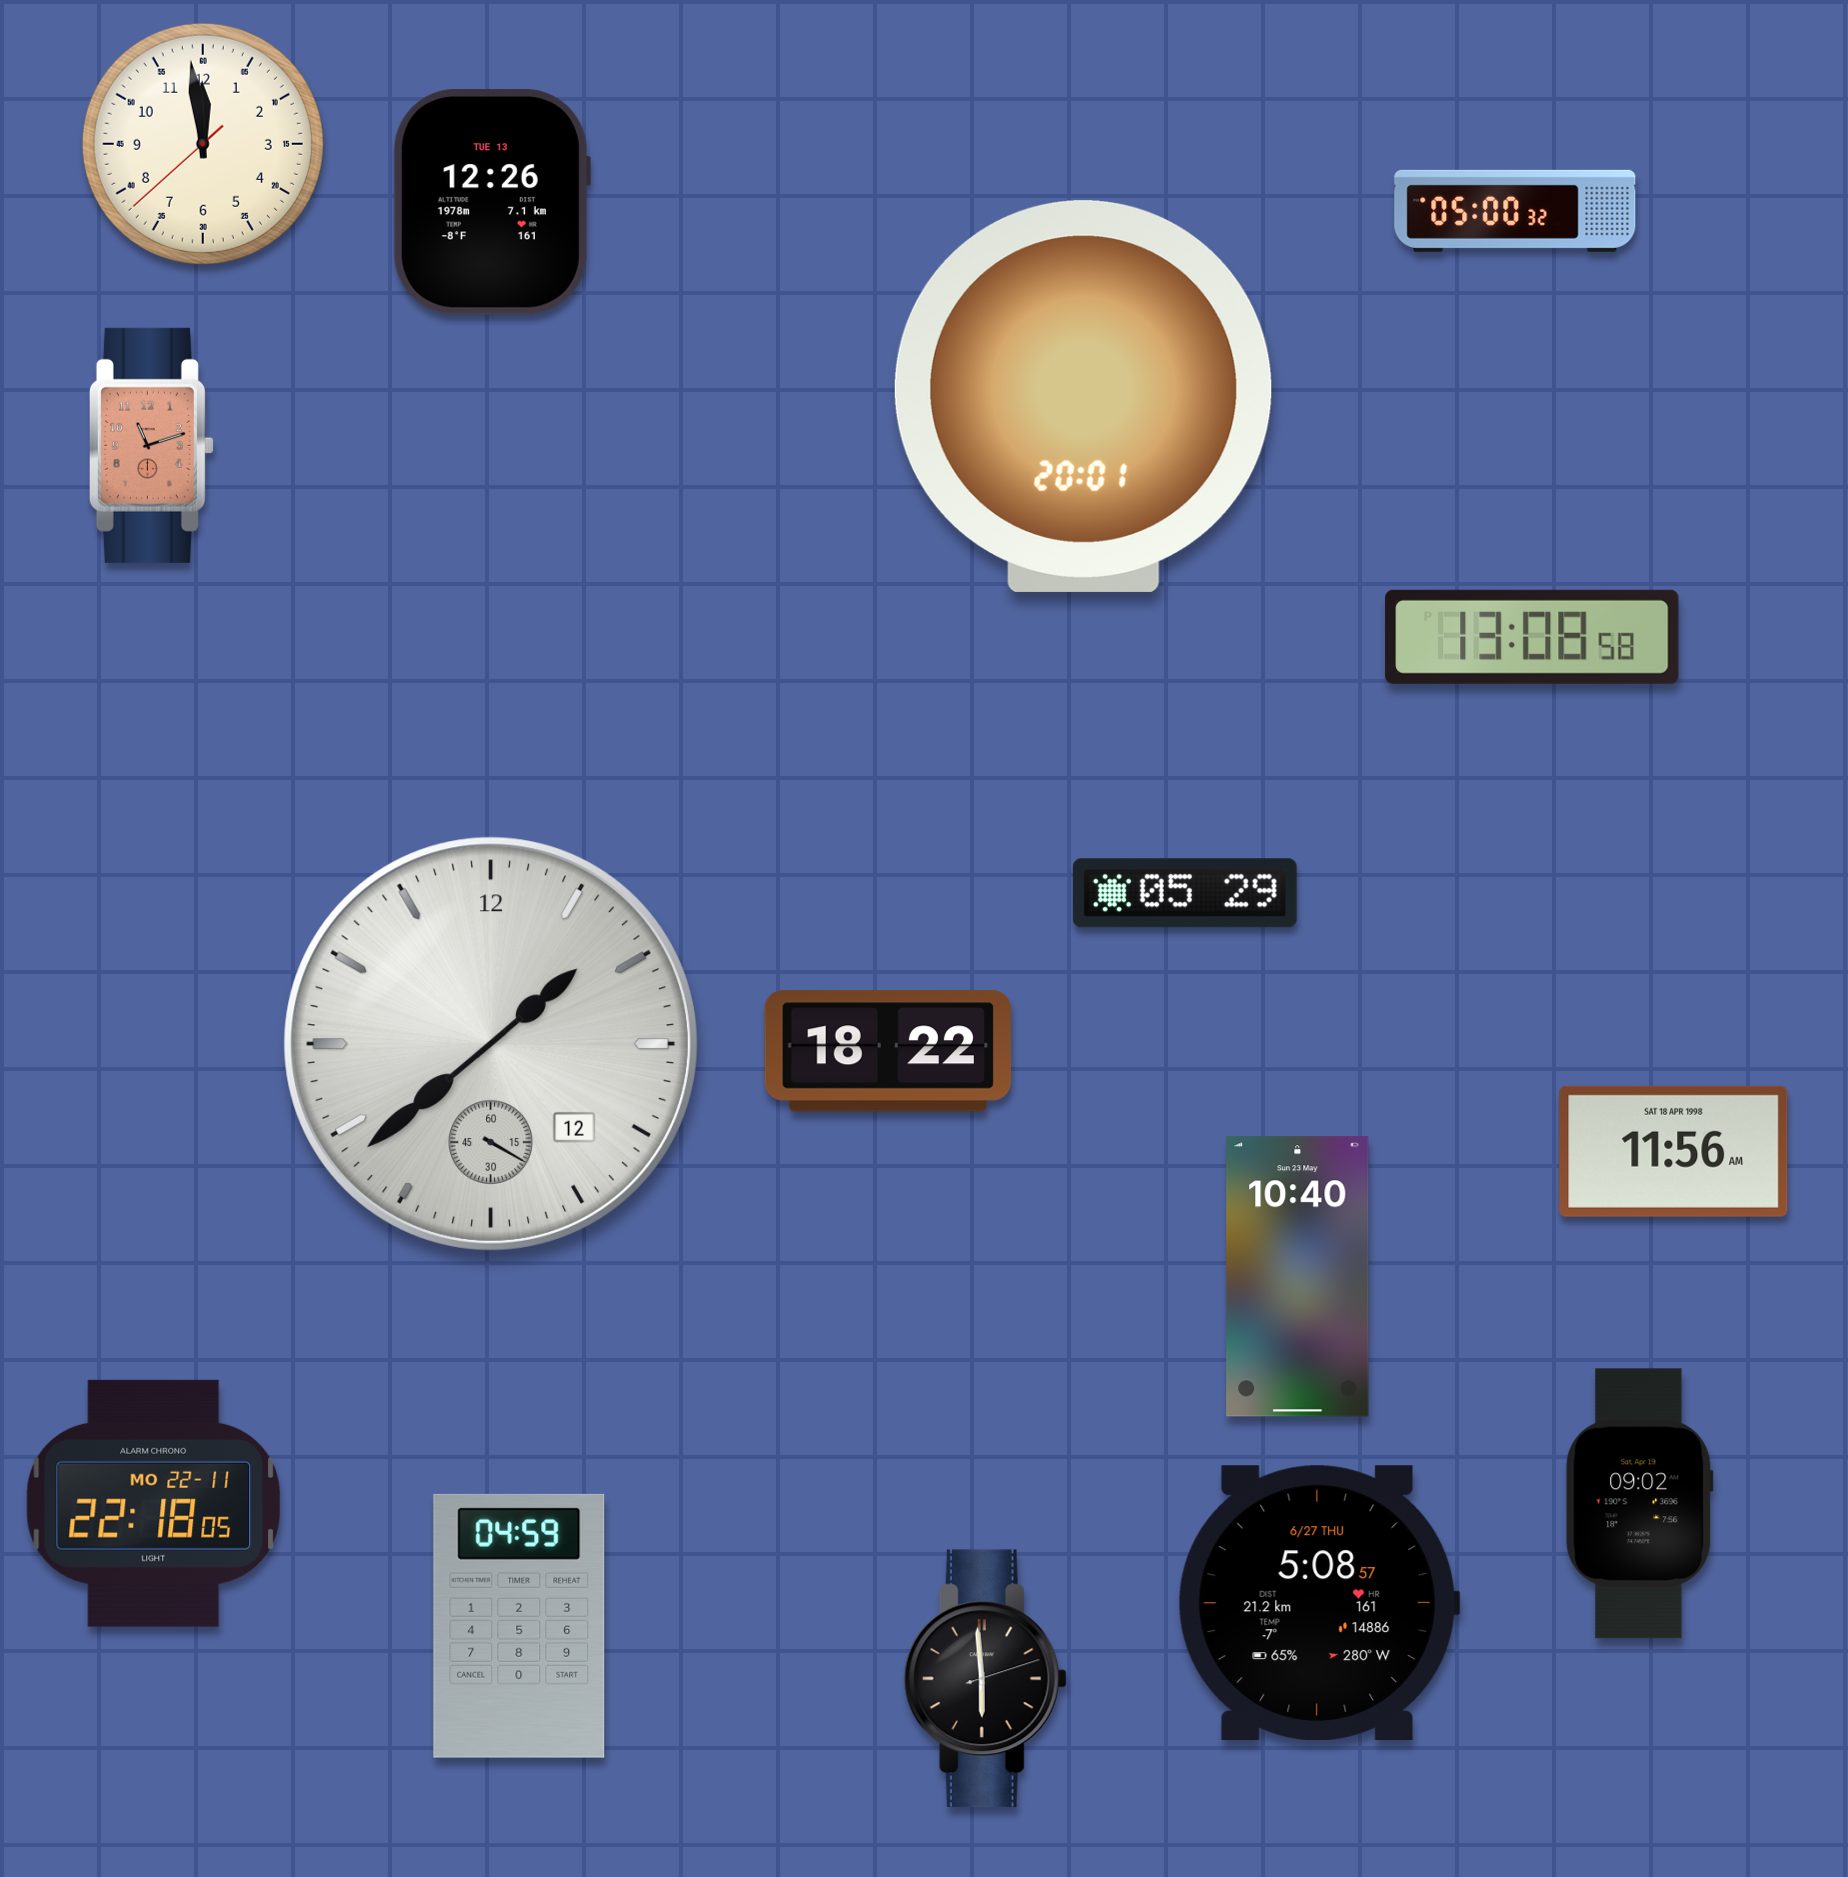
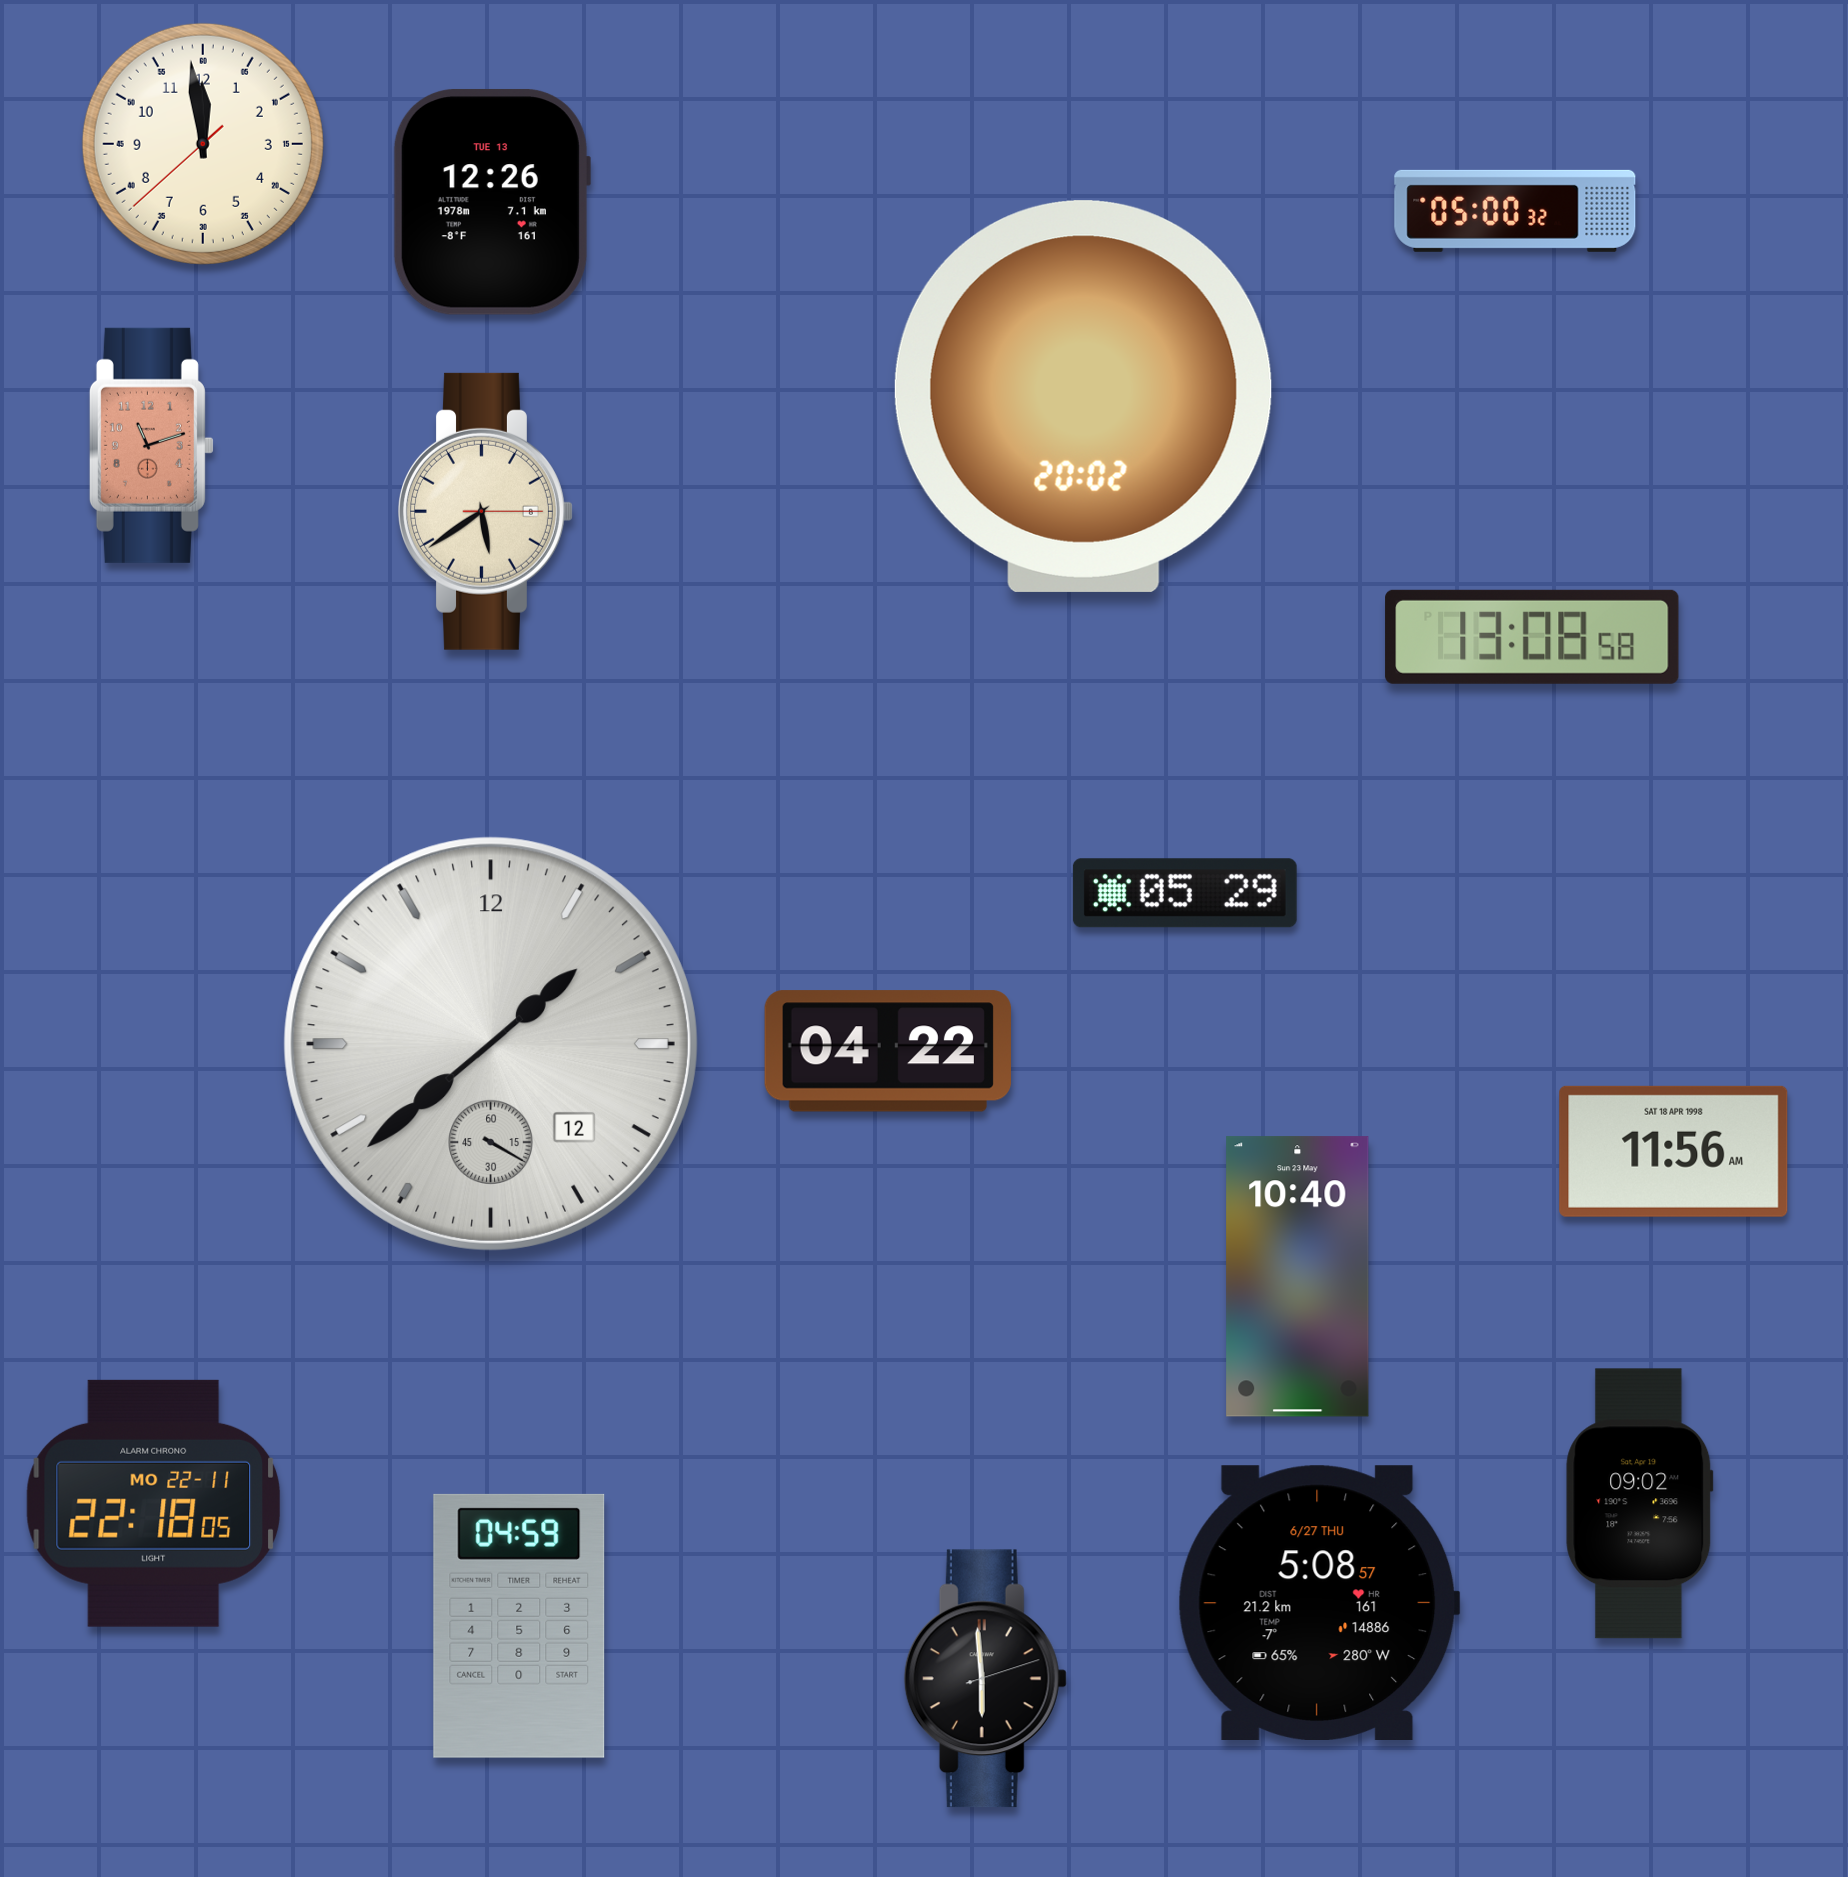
clock at (1083, 396): 20:01 -> 20:02
clock at (486, 511): none -> 5:39
clock at (888, 1051): 18:22 -> 04:22
